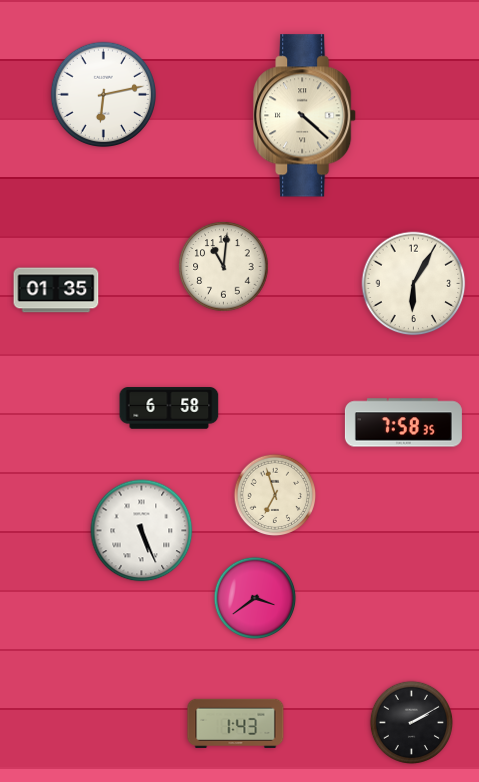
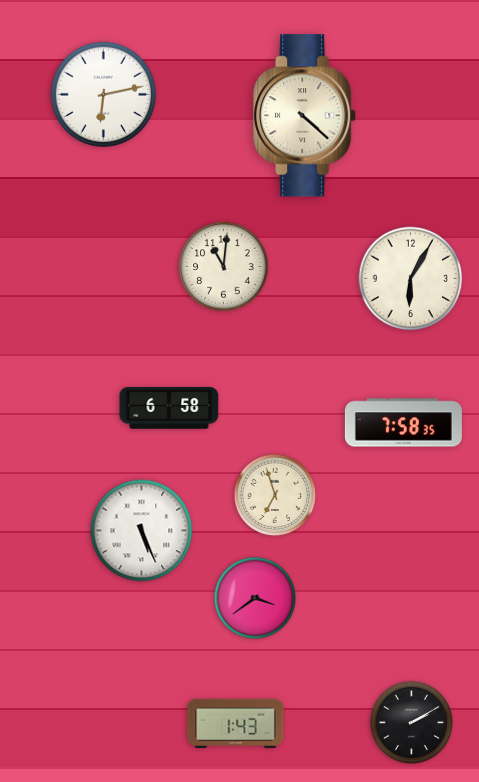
clock at (414, 284) position: (414, 284) -> (411, 279)
clock at (56, 290): 01:35 -> none
